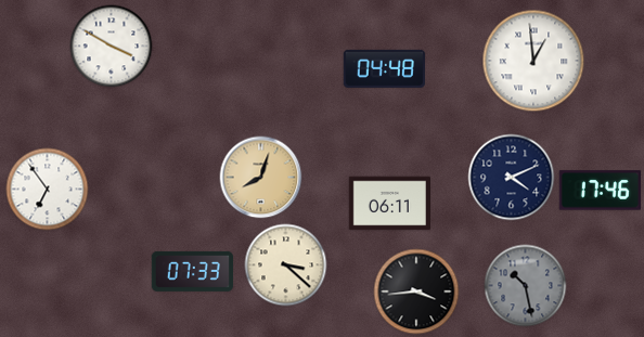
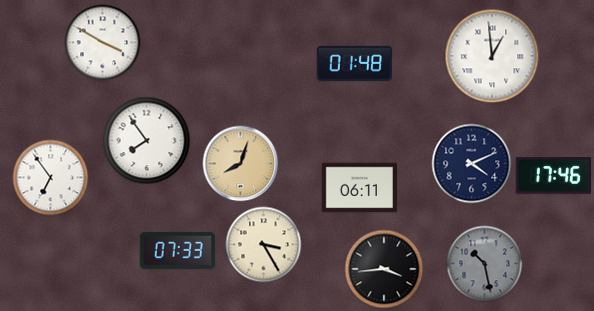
clock at (384, 68): 04:48 -> 01:48
clock at (147, 141): none -> 7:54
clock at (48, 190) position: (48, 190) -> (51, 178)
clock at (286, 265): 3:22 -> 3:25
